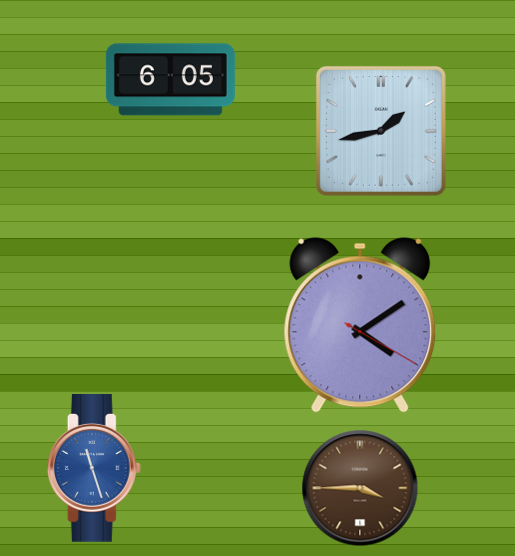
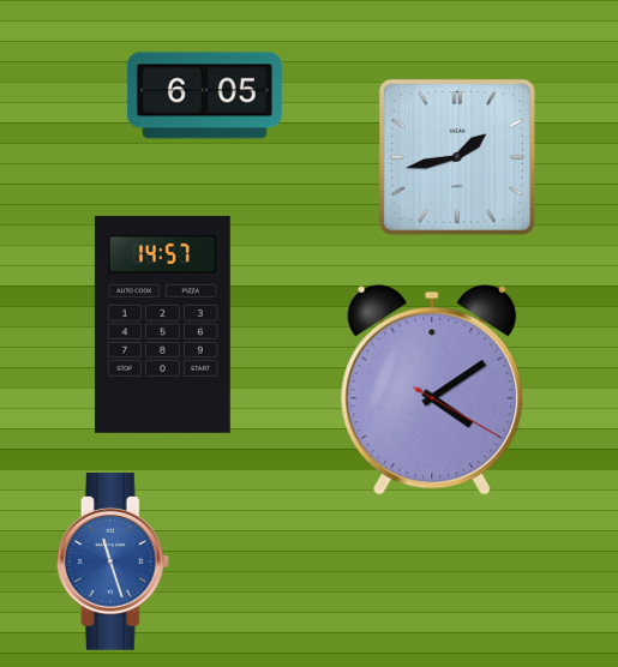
clock at (162, 324): none -> 14:57
clock at (360, 488): 3:45 -> none
